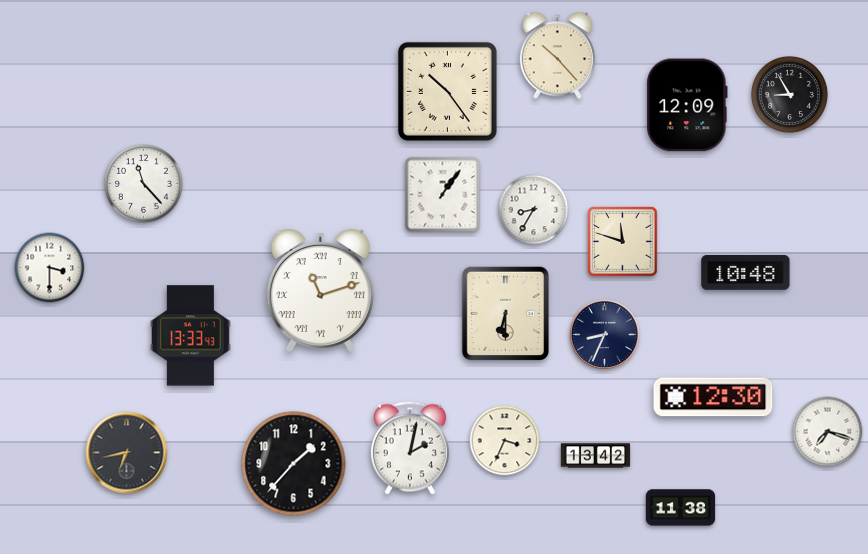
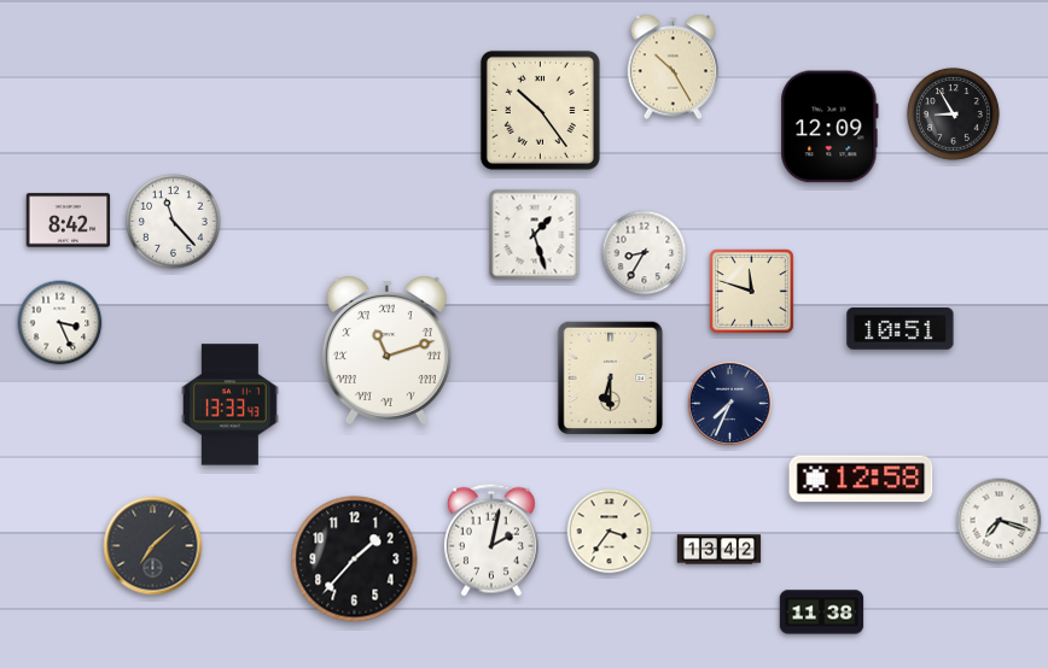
clock at (557, 56): 10:23 -> 10:25
clock at (69, 221): none -> 8:42
clock at (443, 195): 1:06 -> 1:27
clock at (50, 268): 3:30 -> 3:26
clock at (746, 273): 10:48 -> 10:51
clock at (604, 334): 8:34 -> 7:34
clock at (713, 397): 12:30 -> 12:58
clock at (505, 441): 3:34 -> 3:36
clock at (410, 448) position: (410, 448) -> (491, 540)
clock at (127, 453): 6:43 -> 7:08
